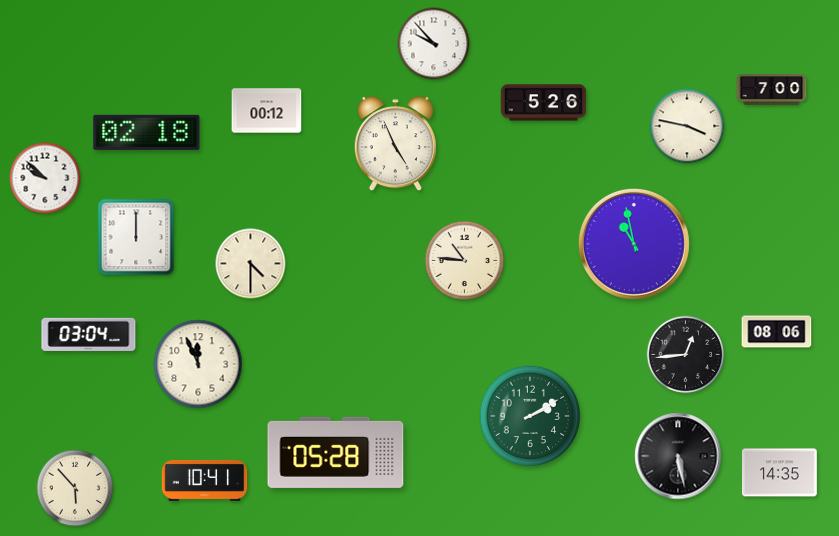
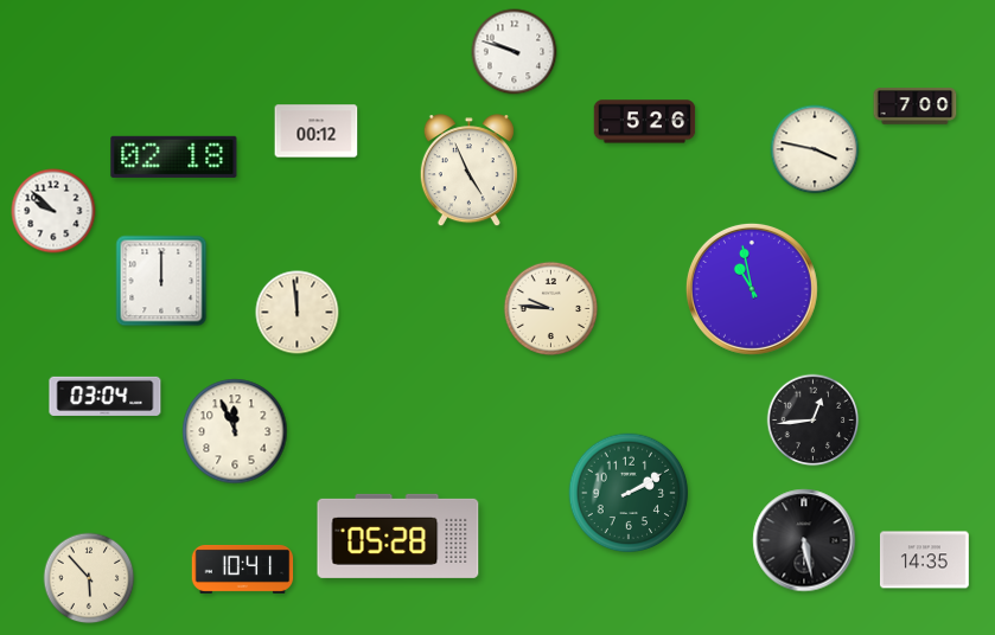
clock at (434, 44): 9:53 -> 9:48
clock at (465, 261): 10:46 -> 9:46
clock at (251, 264): 4:30 -> 11:59
clock at (777, 332): 08:06 -> none
